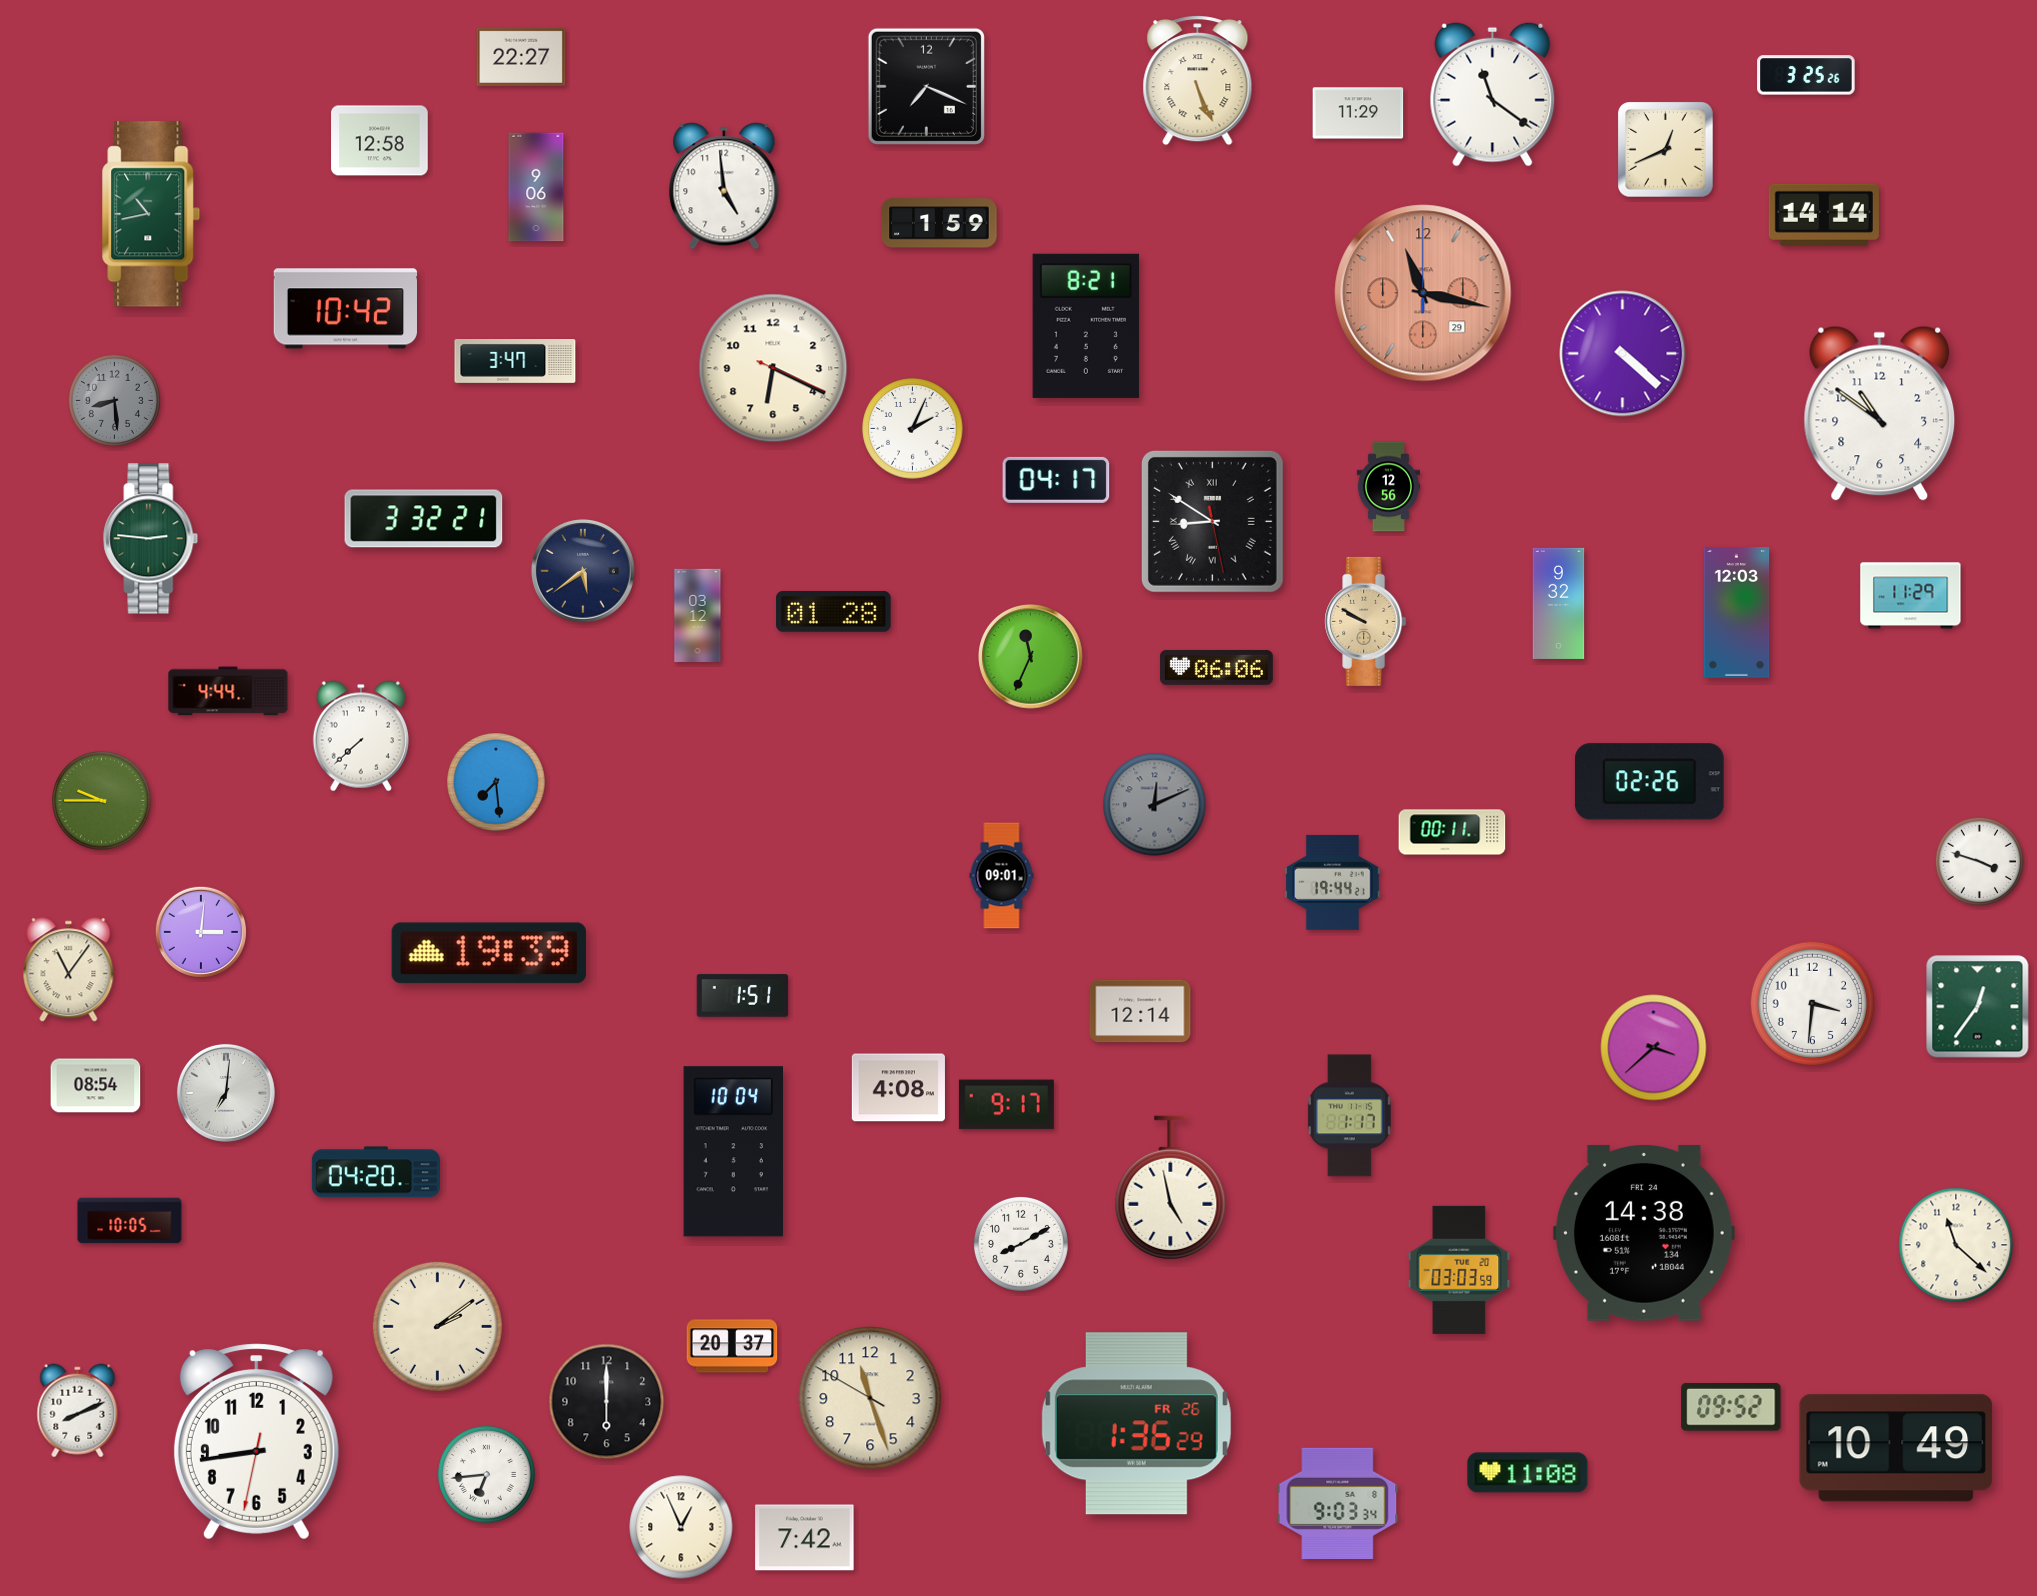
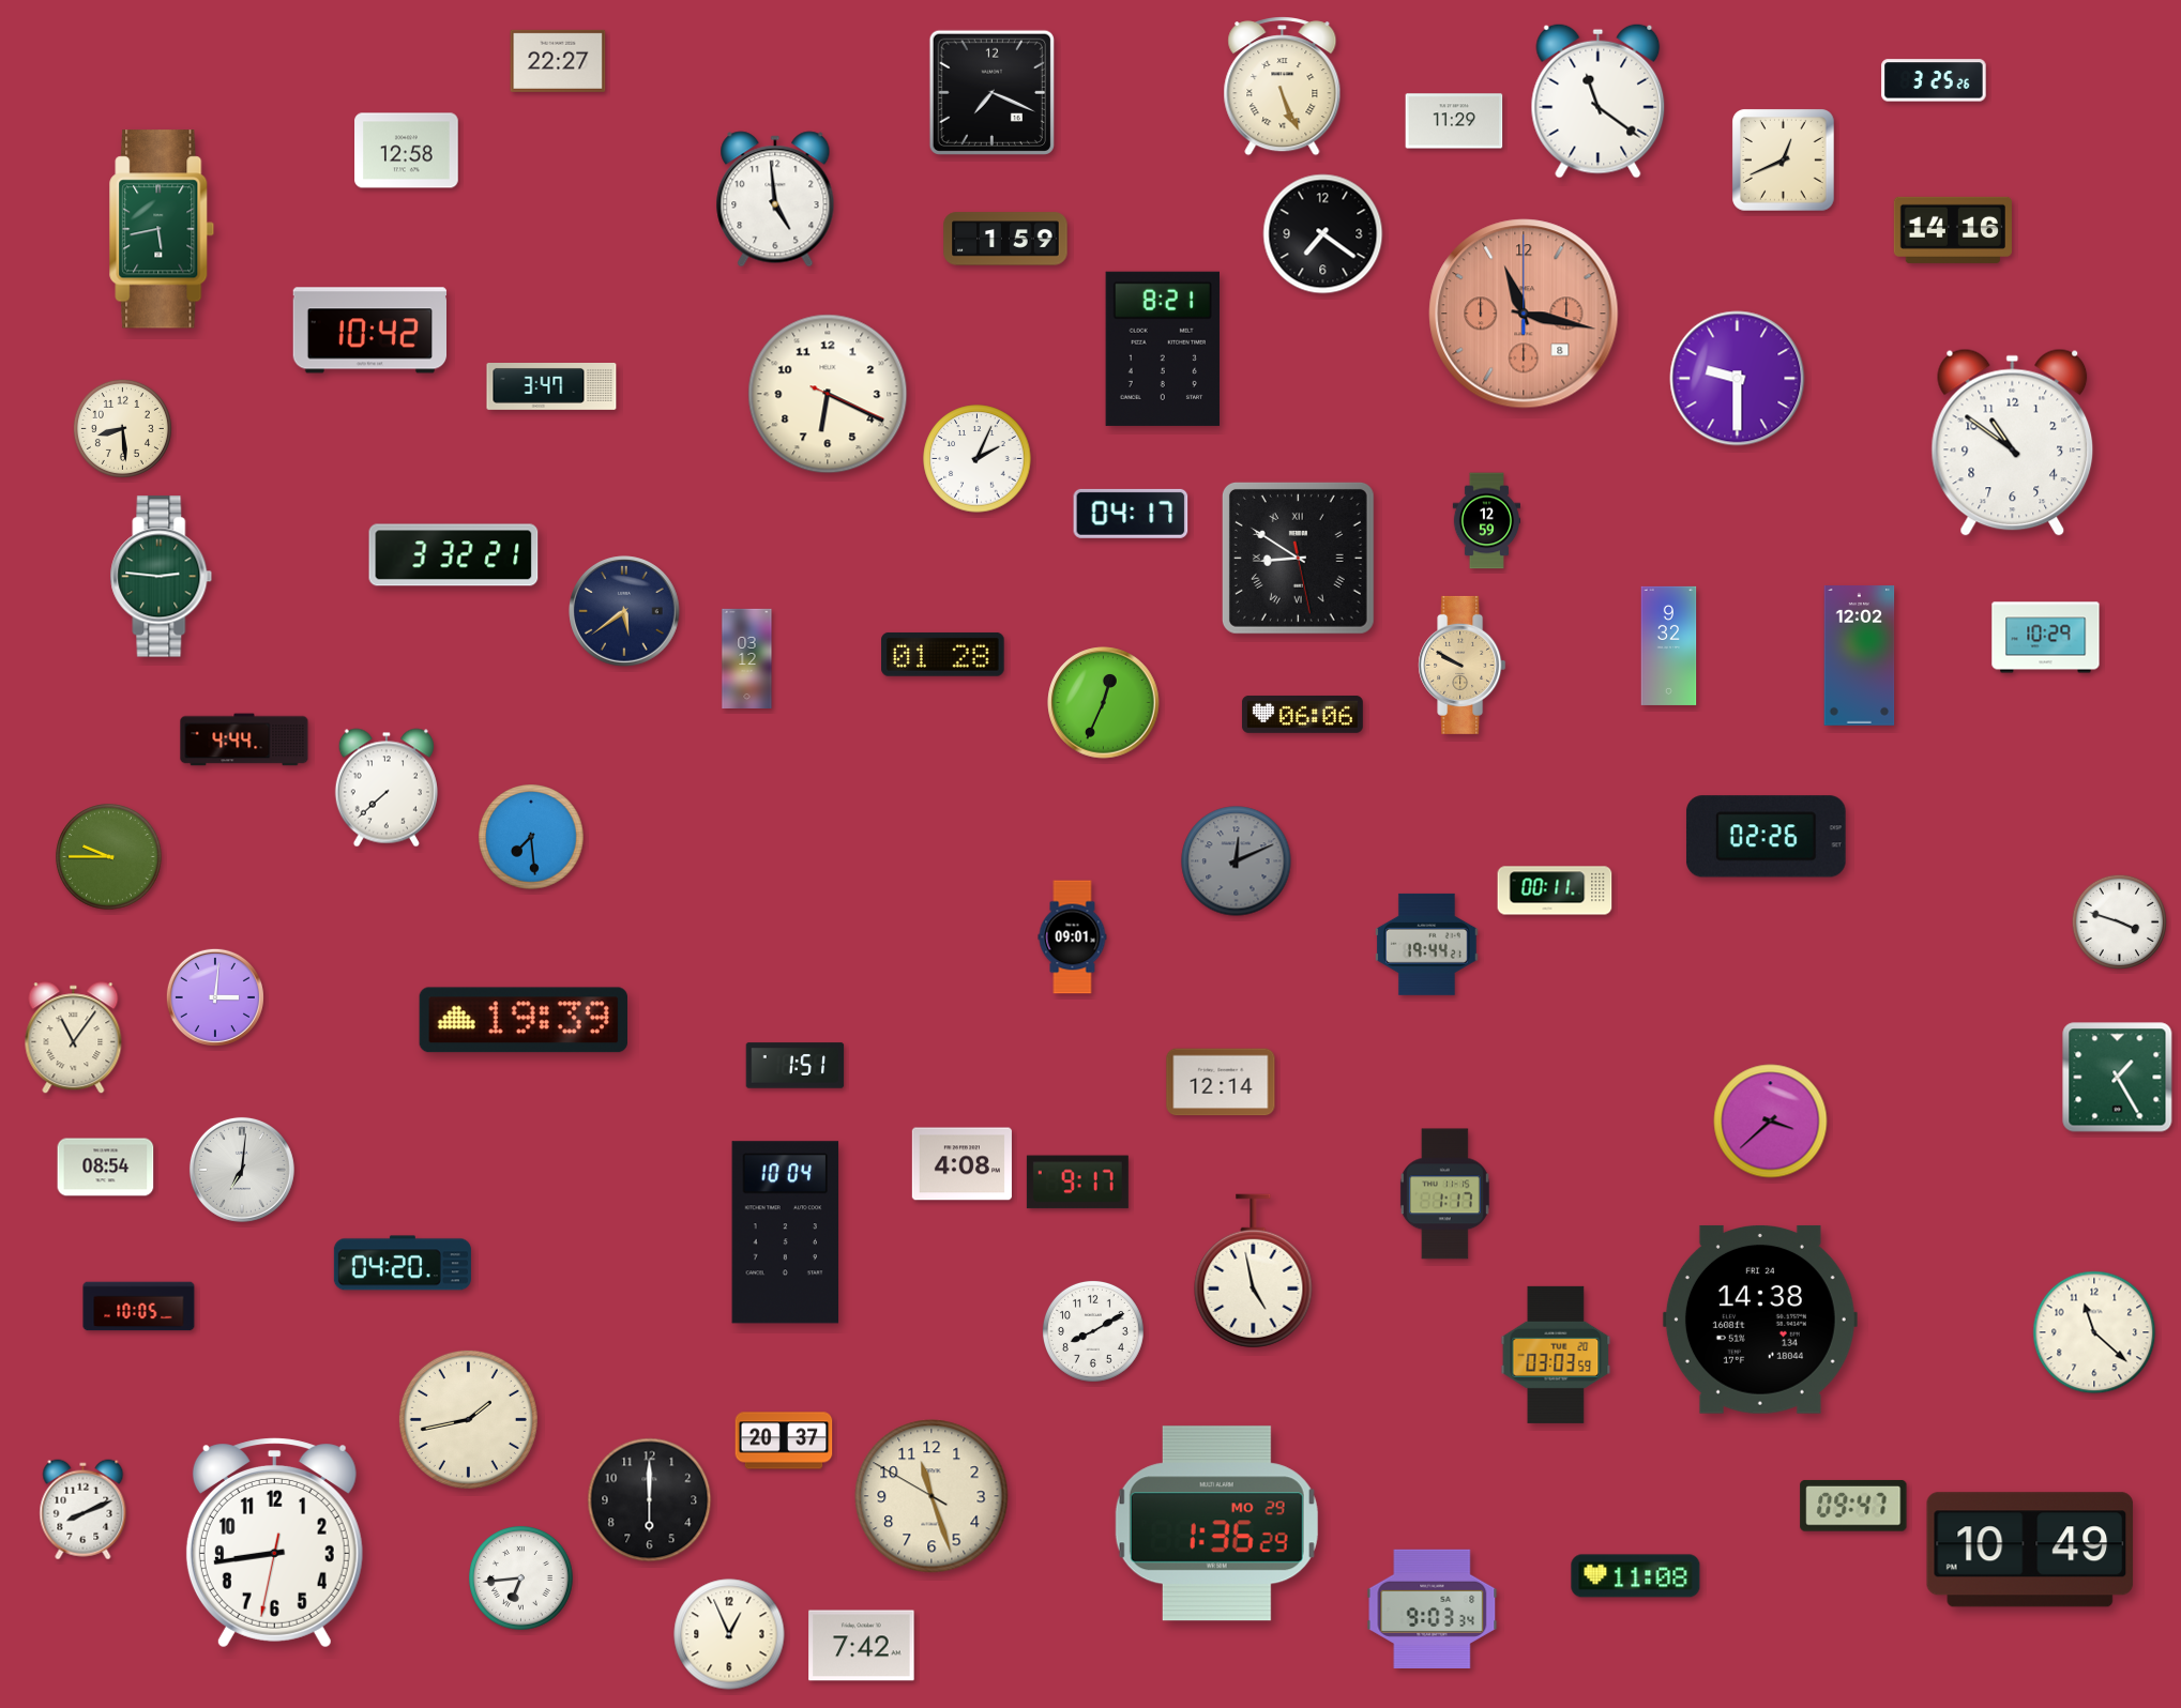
clock at (536, 187): 9:06 -> none
clock at (151, 214): 10:43 -> 5:43
clock at (1824, 215): 14:14 -> 14:16
clock at (1323, 234): none -> 7:21
clock at (1423, 293) date: 29 -> 8
clock at (1623, 354): 4:22 -> 9:30
clock at (114, 400) dial: grey -> cream
clock at (1388, 487): 12:56 -> 12:59
clock at (1911, 596): 11:29 -> 10:29
clock at (834, 611) position: (834, 611) -> (943, 654)
clock at (1737, 613): 12:03 -> 12:02
clock at (1031, 657): 11:34 -> 12:34
clock at (1812, 1003): 3:31 -> none
clock at (1978, 1007): 12:36 -> 1:25
clock at (96, 1086) position: (96, 1086) -> (106, 1168)
clock at (376, 1172) position: (376, 1172) -> (403, 1263)
clock at (1459, 1270) position: (1459, 1270) -> (1556, 1355)
clock at (437, 1326): 2:09 -> 1:43
clock at (1731, 1407): 09:52 -> 09:47
clock at (1136, 1424) date: FR 26 -> MO 29
